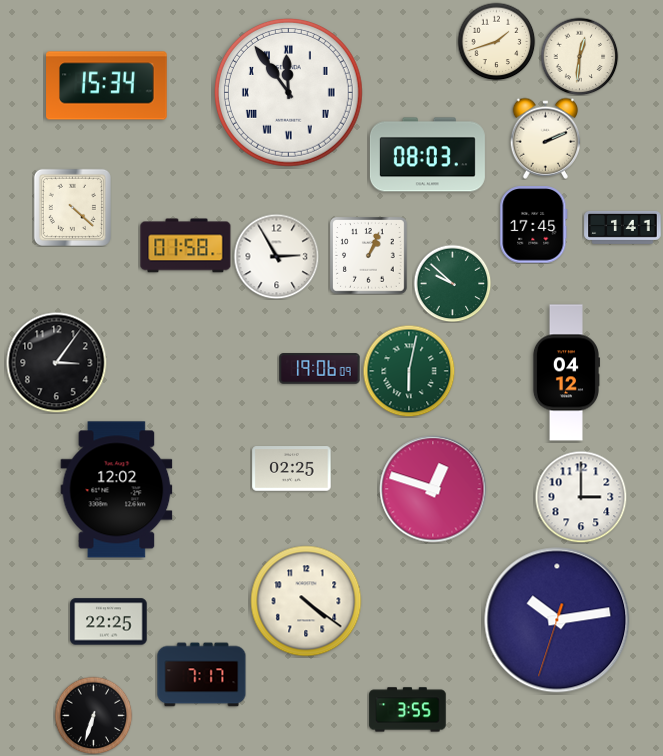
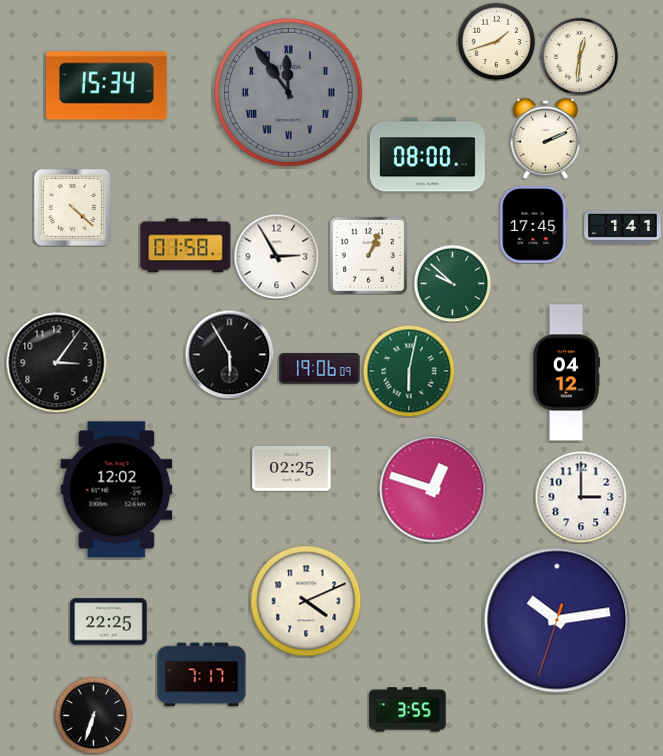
clock at (288, 92) dial: white -> grey
clock at (427, 155): 08:03 -> 08:00
clock at (229, 354): none -> 5:55
clock at (306, 601): 4:21 -> 4:11
